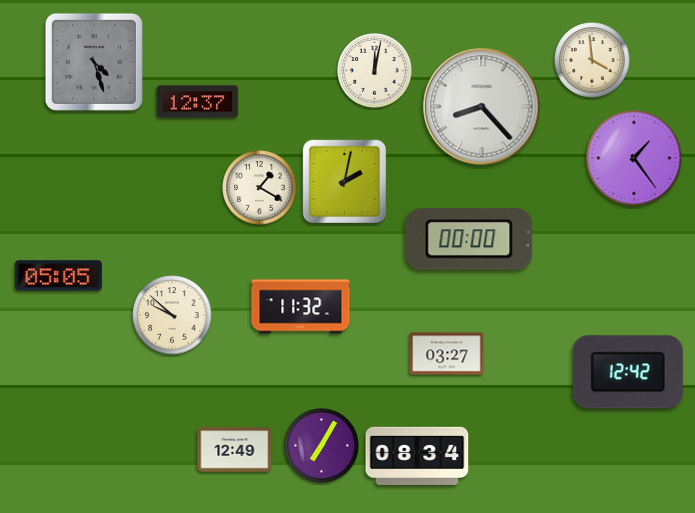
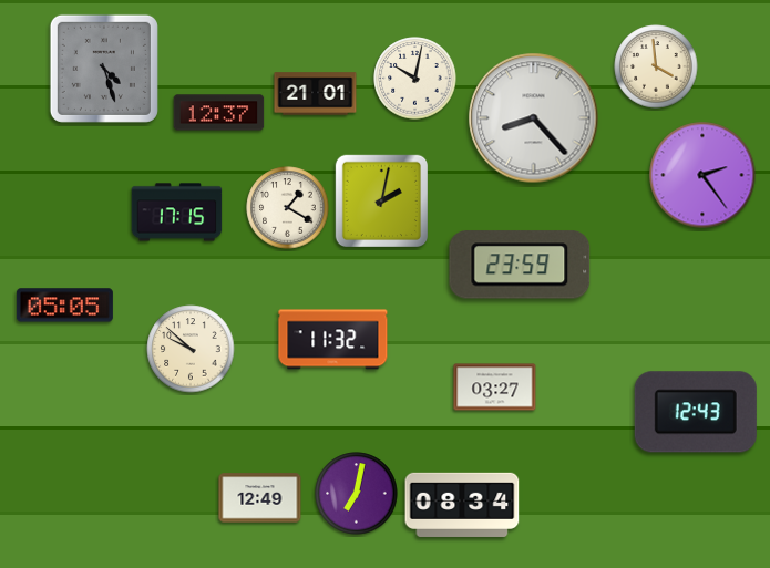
clock at (375, 71): 12:02 -> 10:02
clock at (316, 94): none -> 21:01
clock at (634, 158): 1:24 -> 2:24
clock at (177, 213): none -> 17:15
clock at (469, 239): 00:00 -> 23:59
clock at (447, 354) position: (447, 354) -> (495, 388)
clock at (628, 372): 12:42 -> 12:43
clock at (322, 446): 7:05 -> 7:02
